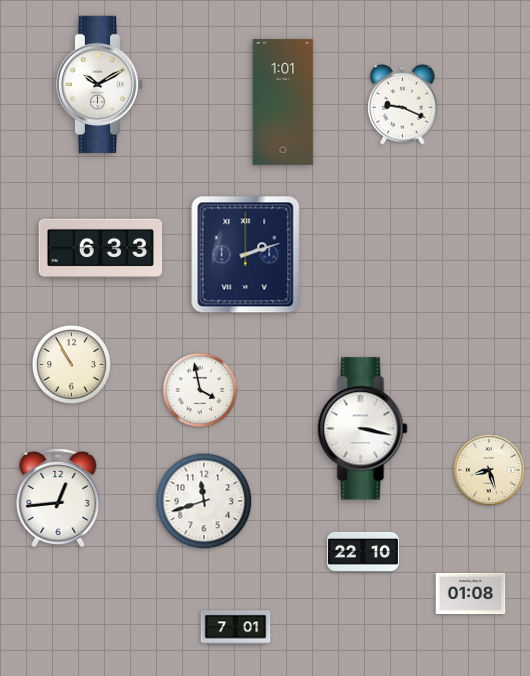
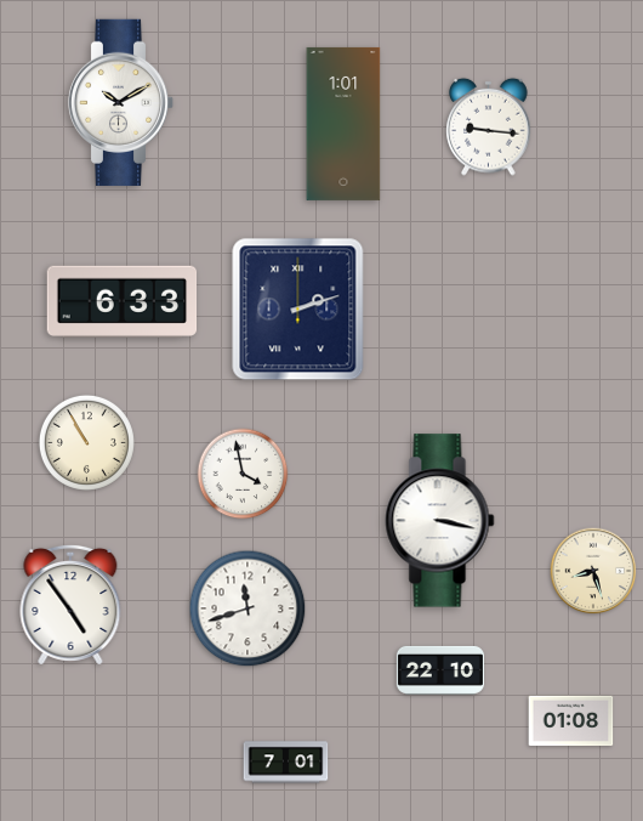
clock at (403, 104): 9:19 -> 9:16
clock at (58, 498): 12:44 -> 4:54
